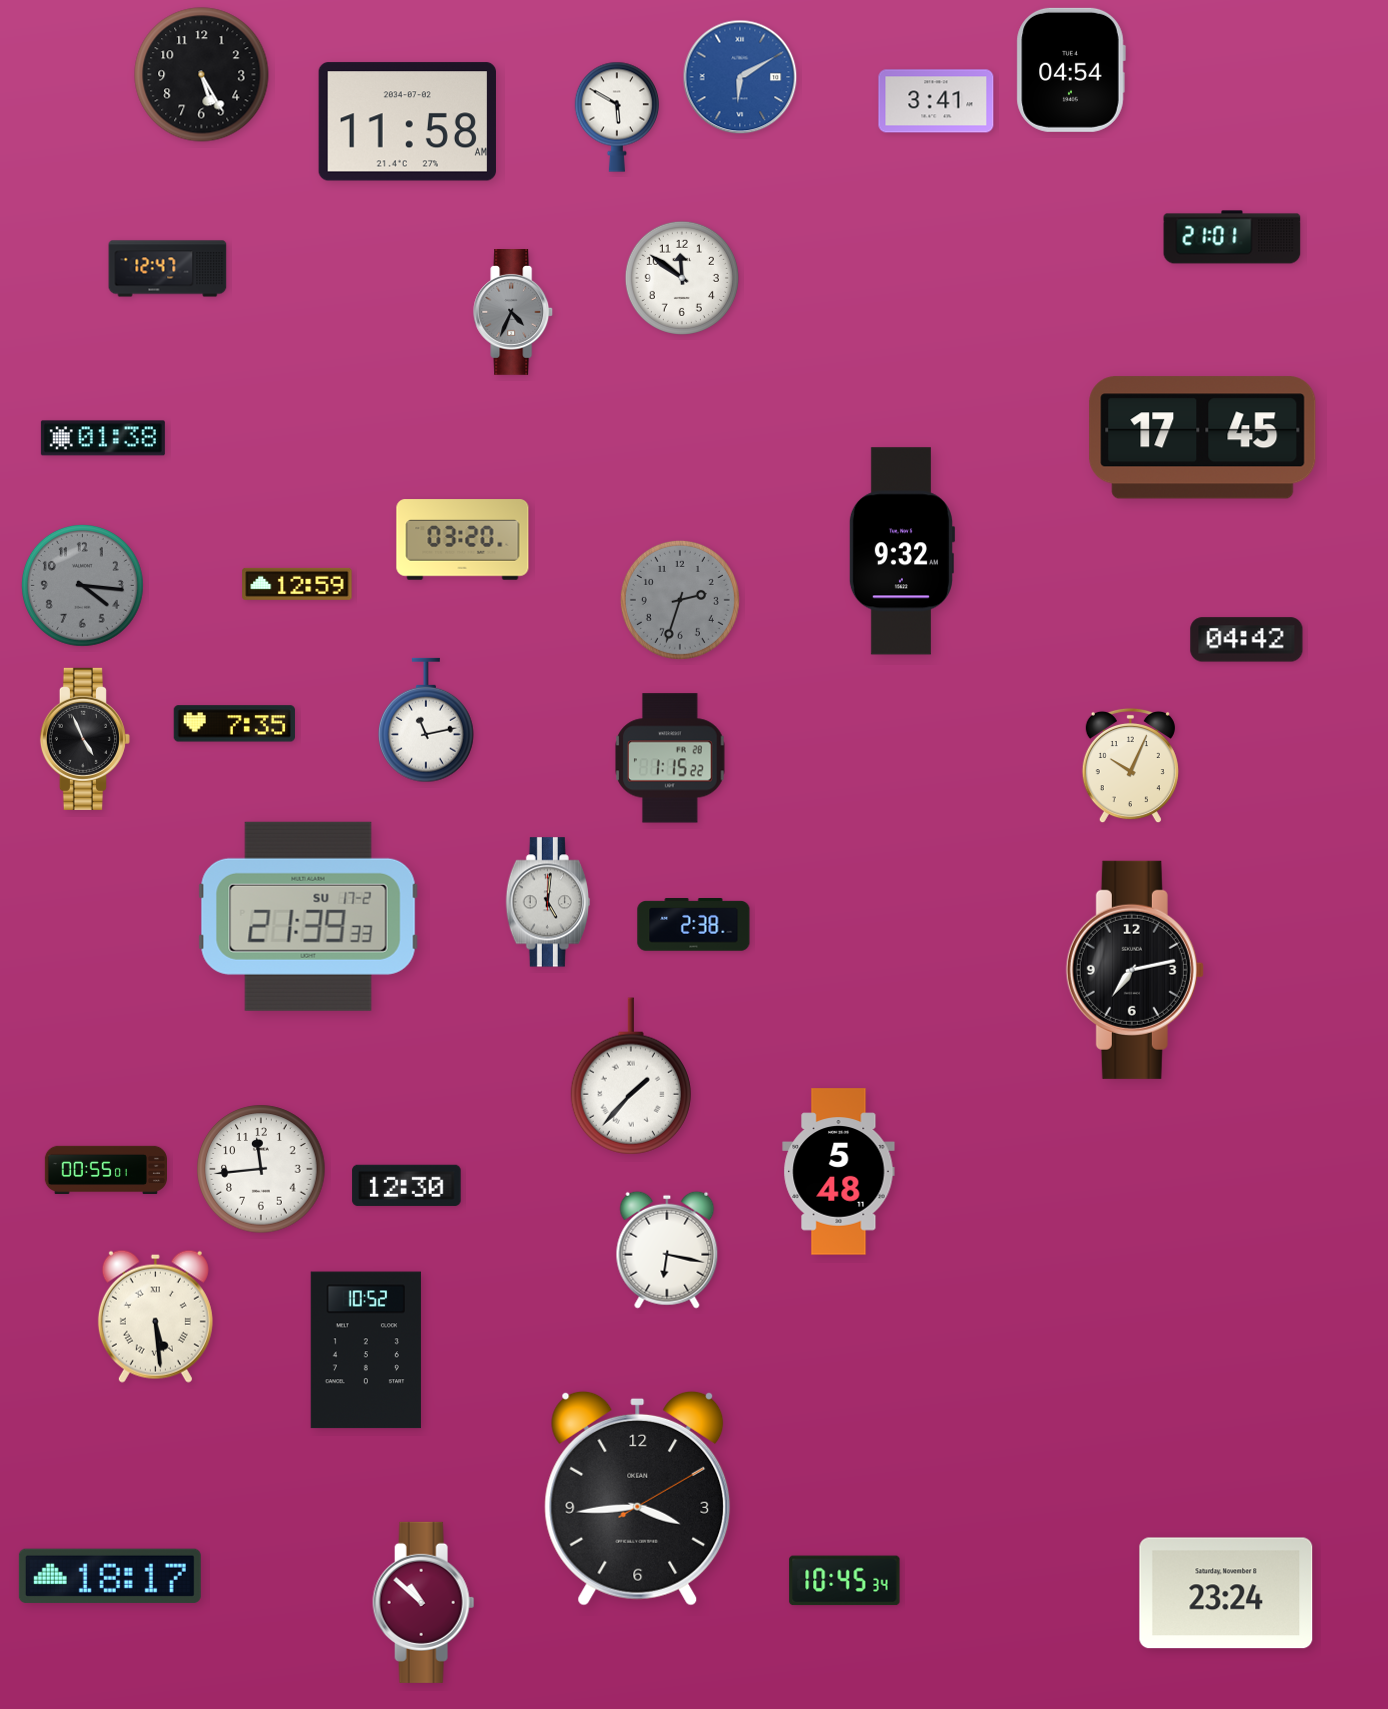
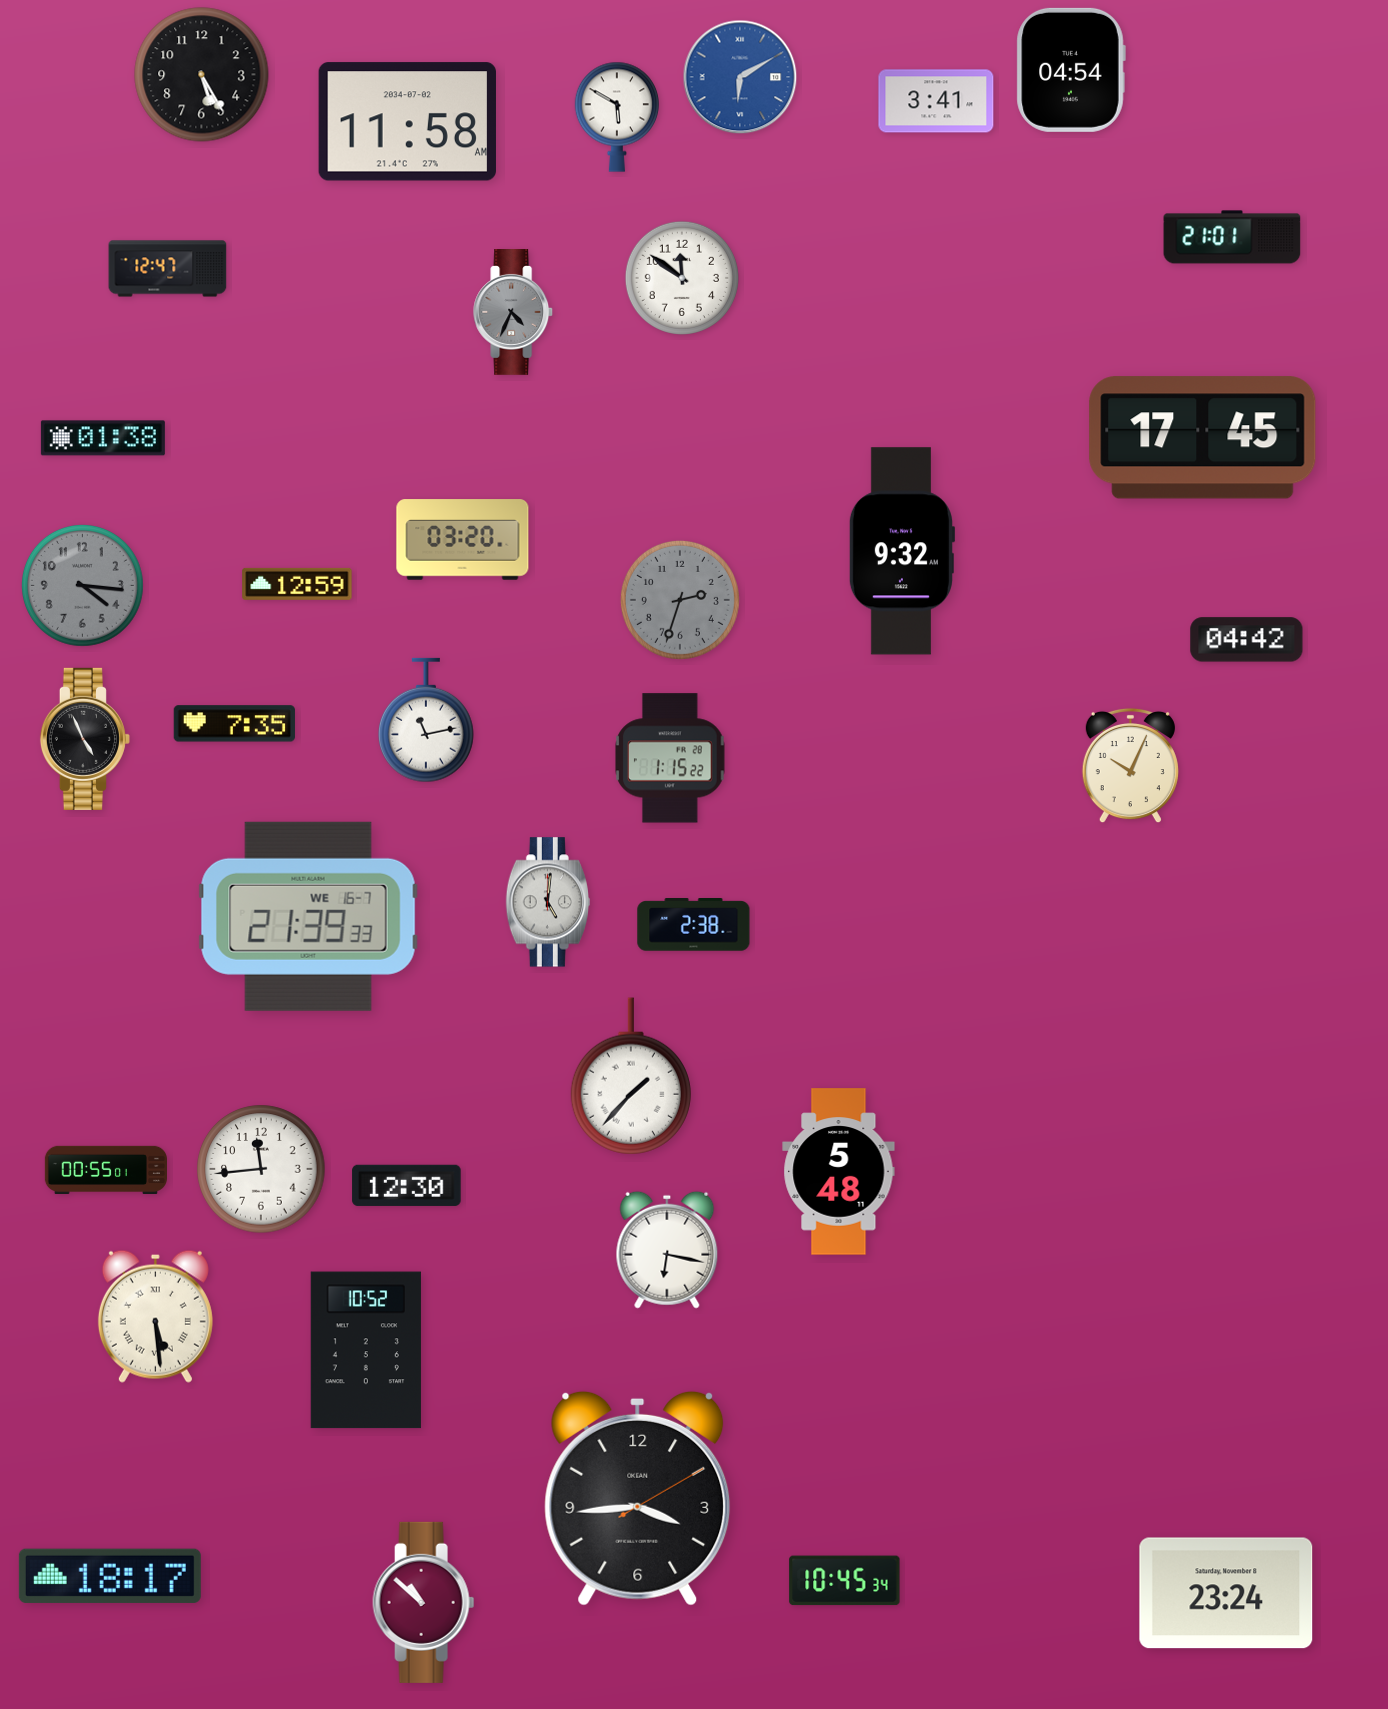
clock at (308, 916) date: SU 17-2 -> WE 16-7
clock at (1135, 970): 7:13 -> none
